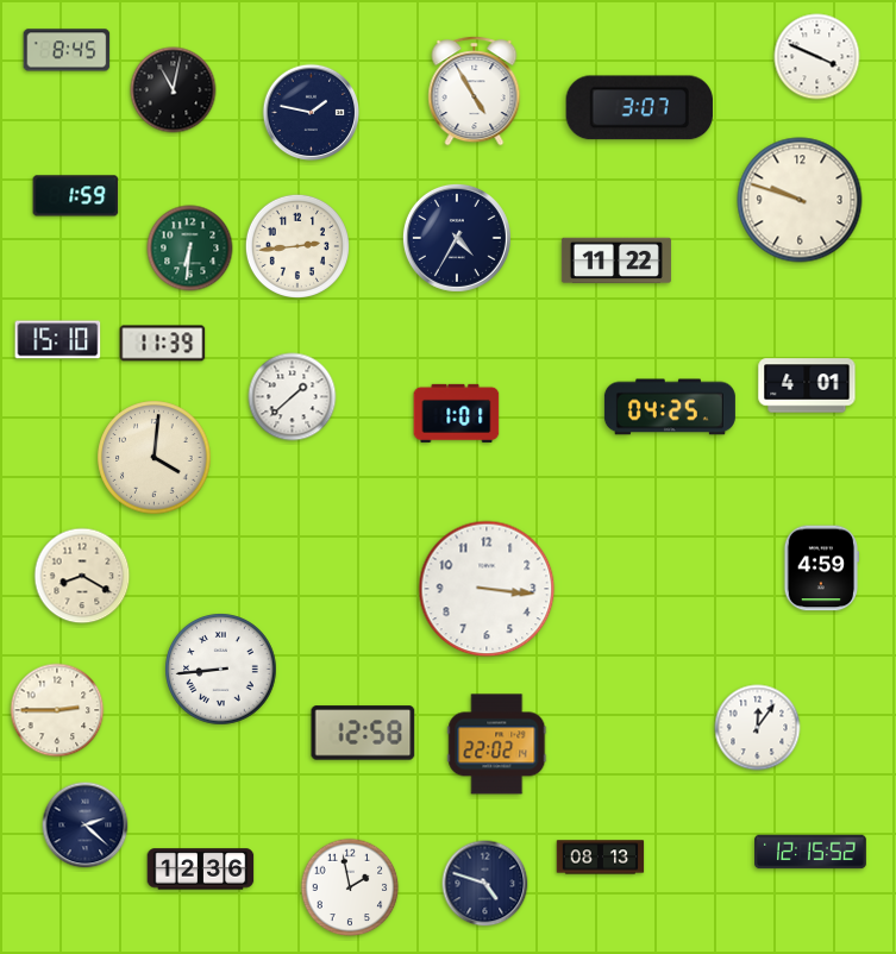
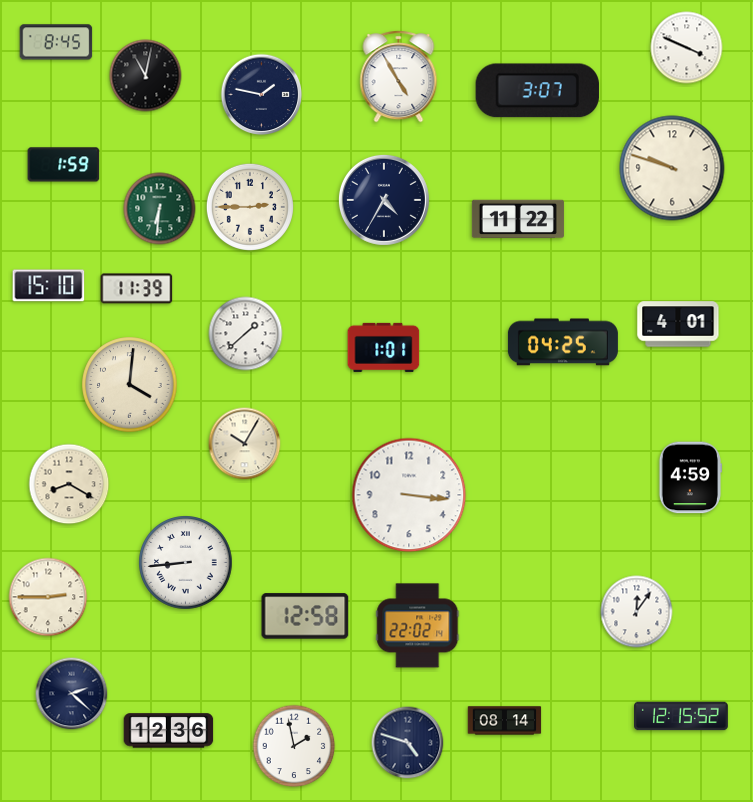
clock at (297, 246): 2:44 -> 2:45
clock at (245, 444): none -> 10:05
clock at (601, 858): 08:13 -> 08:14
